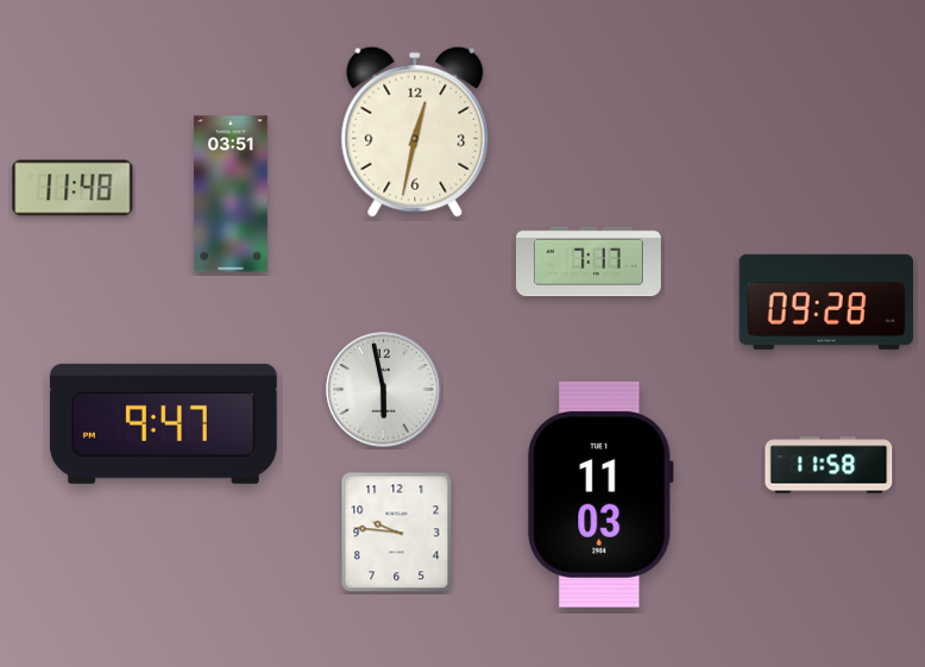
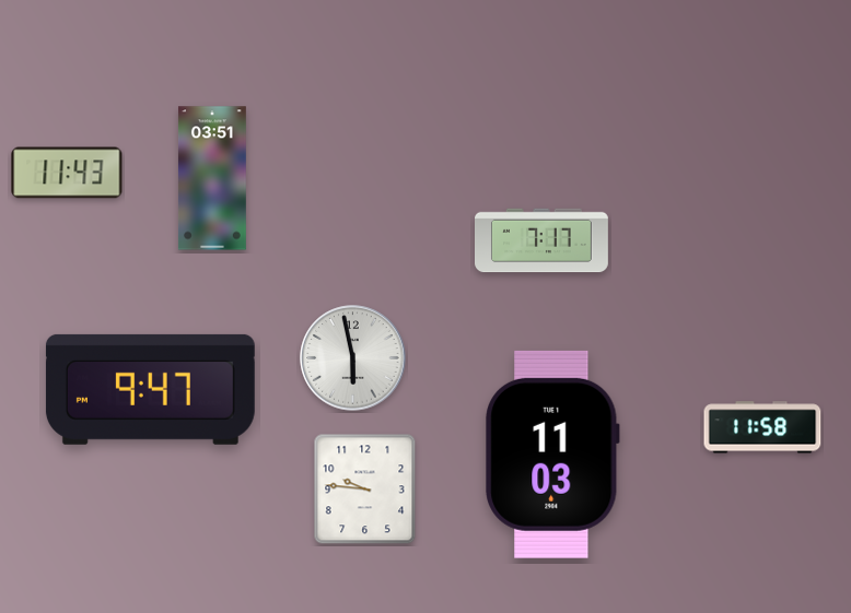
clock at (415, 132): 12:32 -> none
clock at (73, 188): 11:48 -> 11:43
clock at (826, 302): 09:28 -> none
